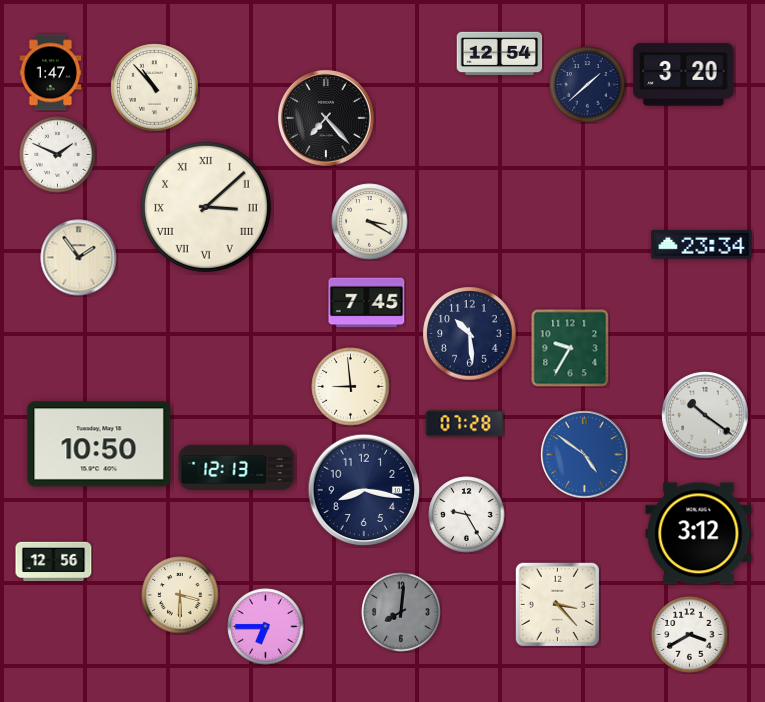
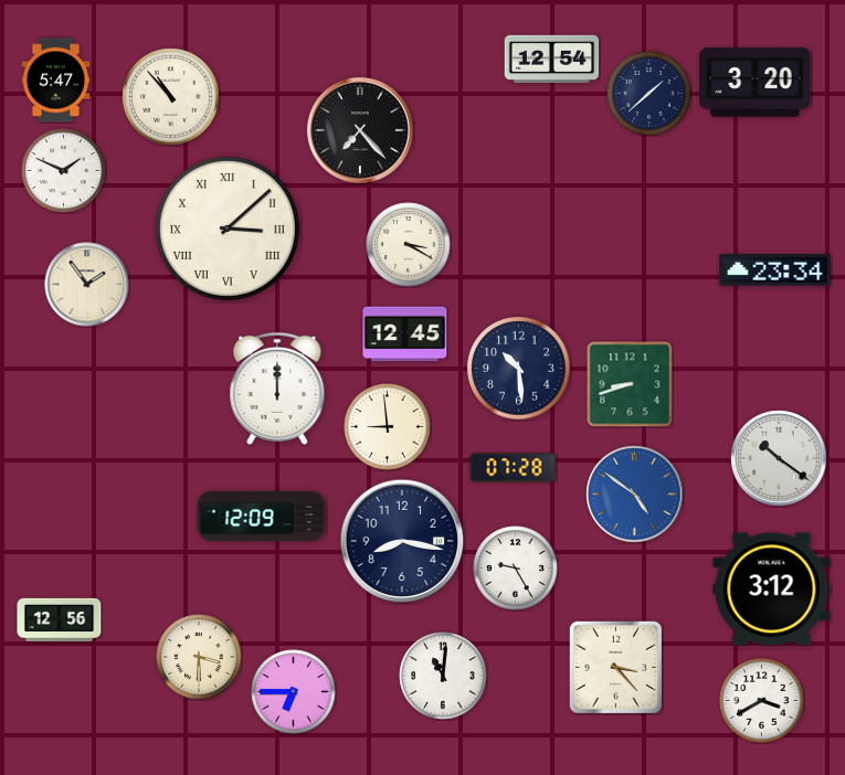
clock at (51, 73): 1:47 -> 5:47
clock at (367, 303): 7:45 -> 12:45
clock at (570, 348): 9:35 -> 8:42
clock at (277, 389): none -> 12:00
clock at (99, 444): 10:50 -> none
clock at (585, 455) position: (585, 455) -> (635, 495)
clock at (237, 467): 12:13 -> 12:09
clock at (401, 612): 8:01 -> 11:01
clock at (401, 612) dial: grey -> white
